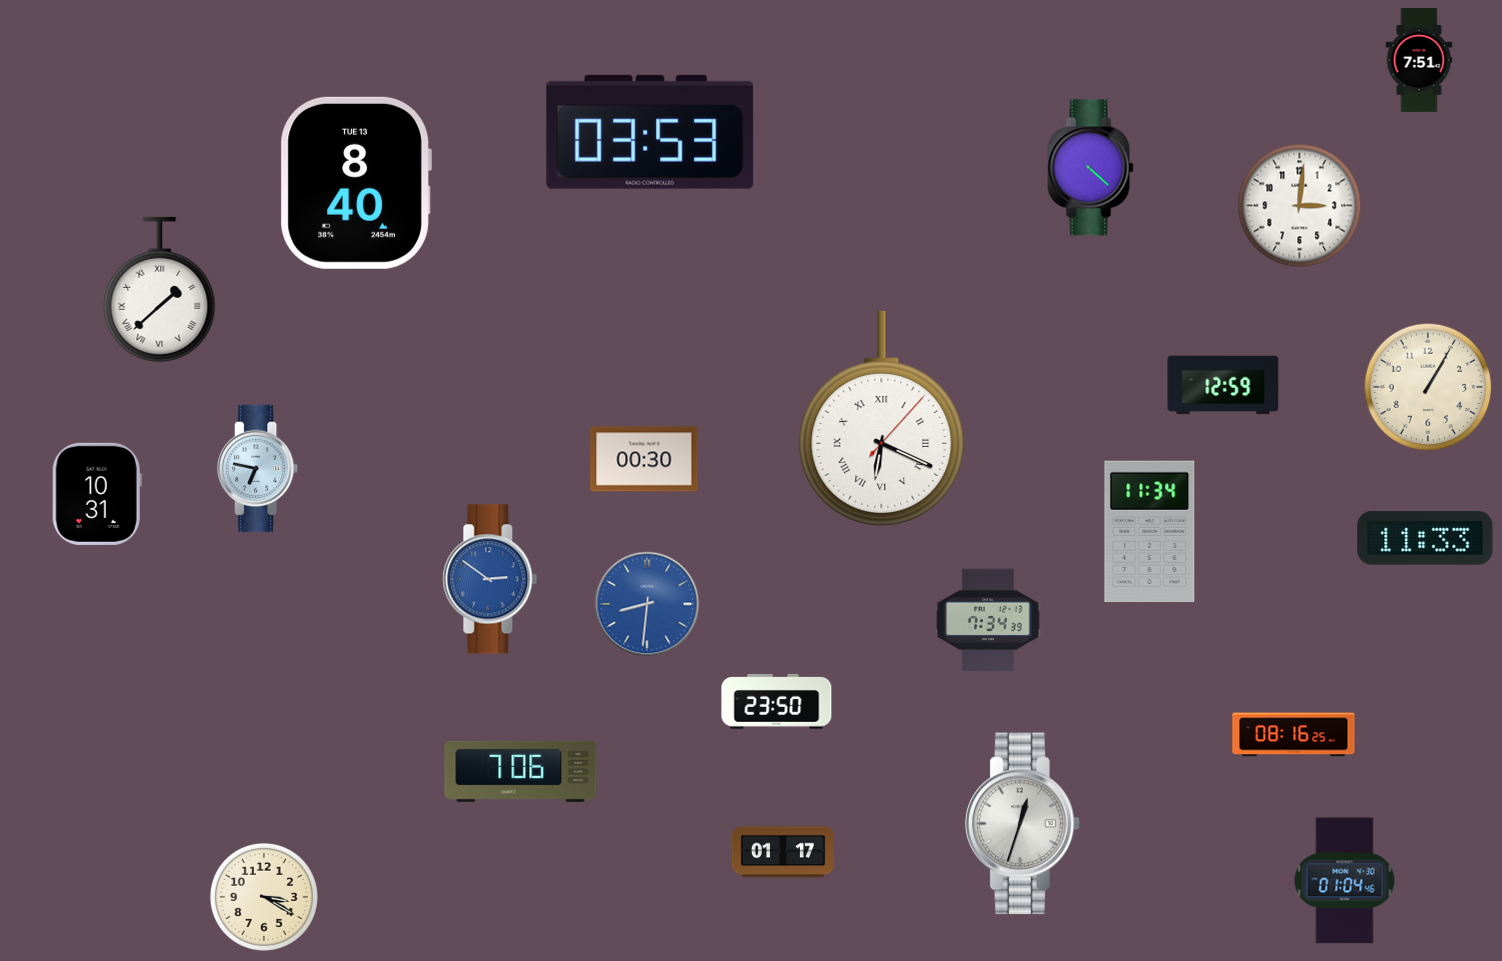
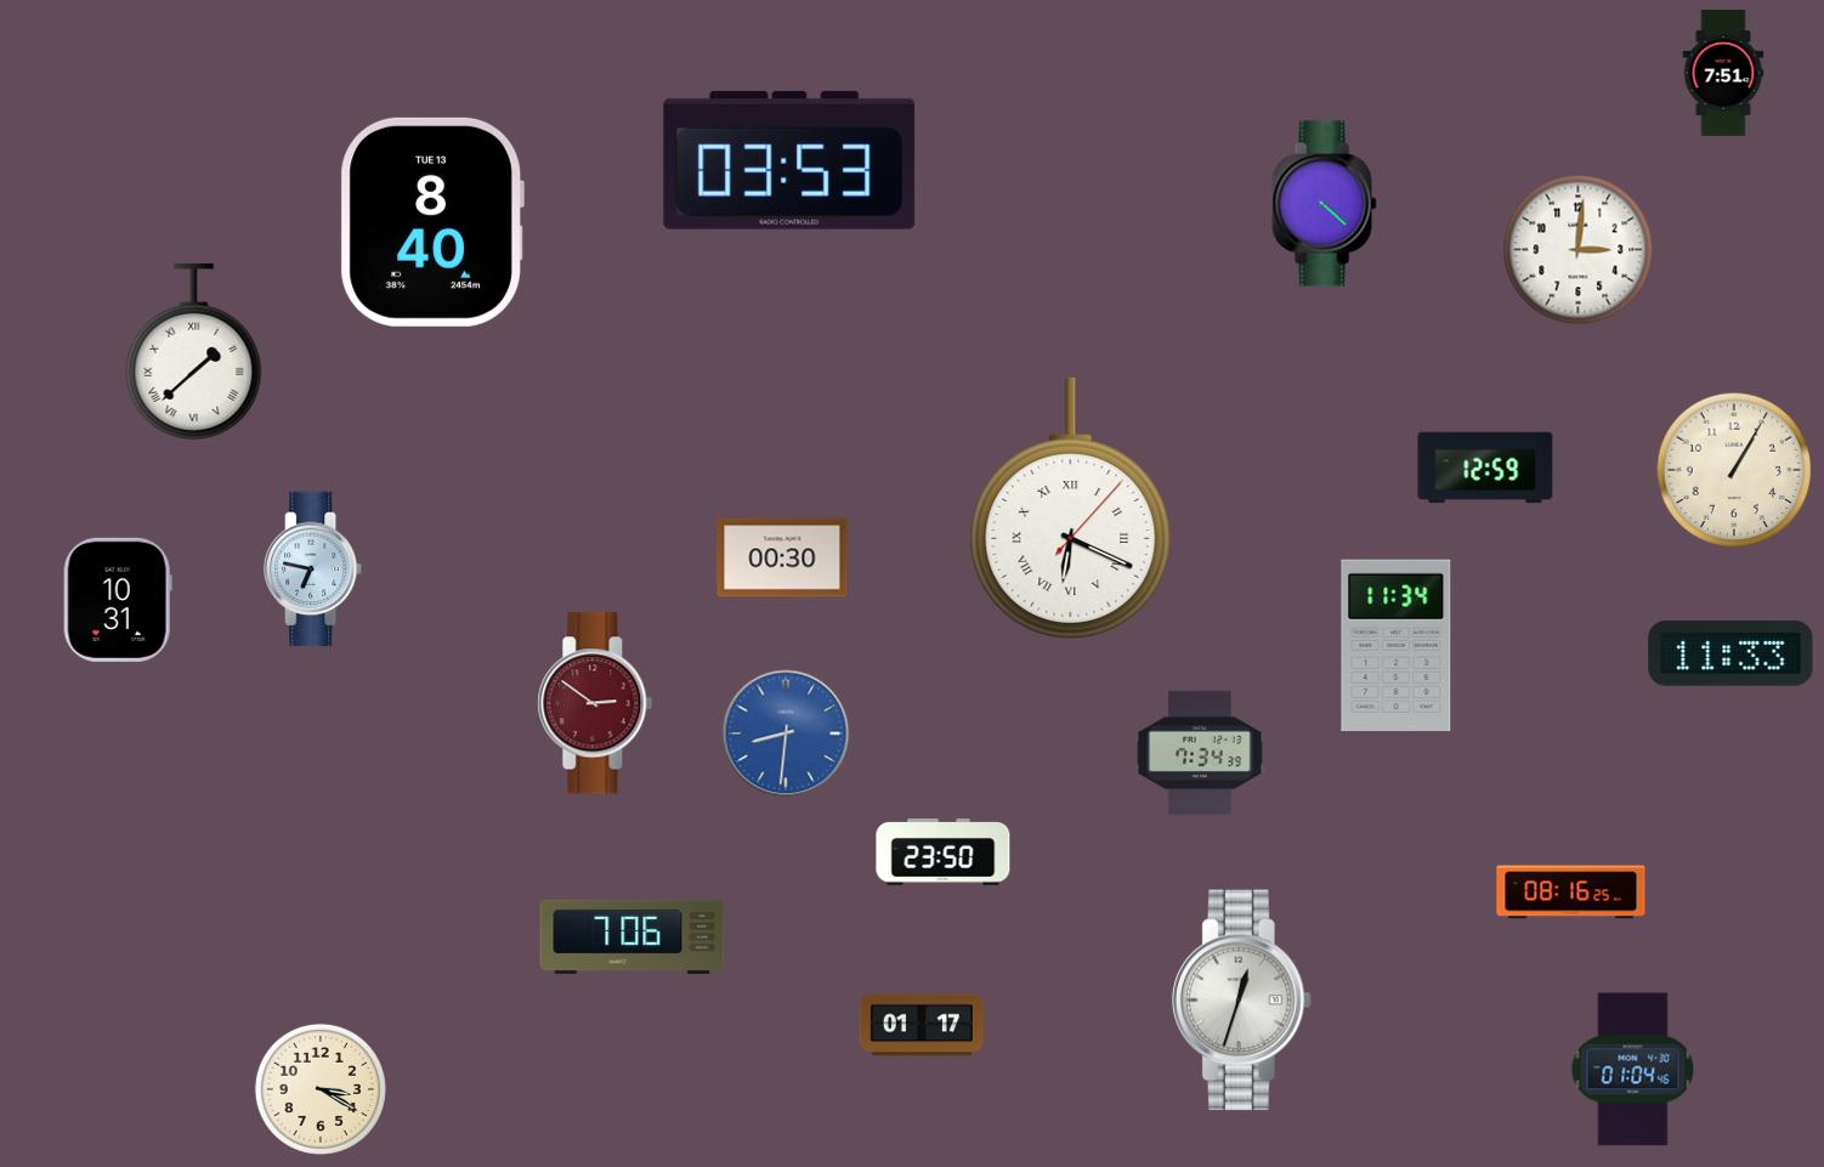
clock at (490, 579) dial: blue -> burgundy
clock at (783, 852) position: (783, 852) -> (922, 1025)
